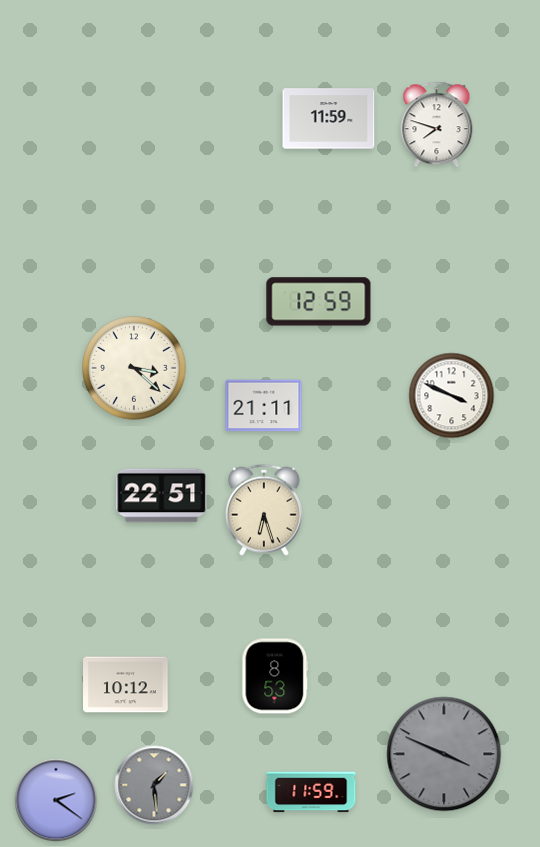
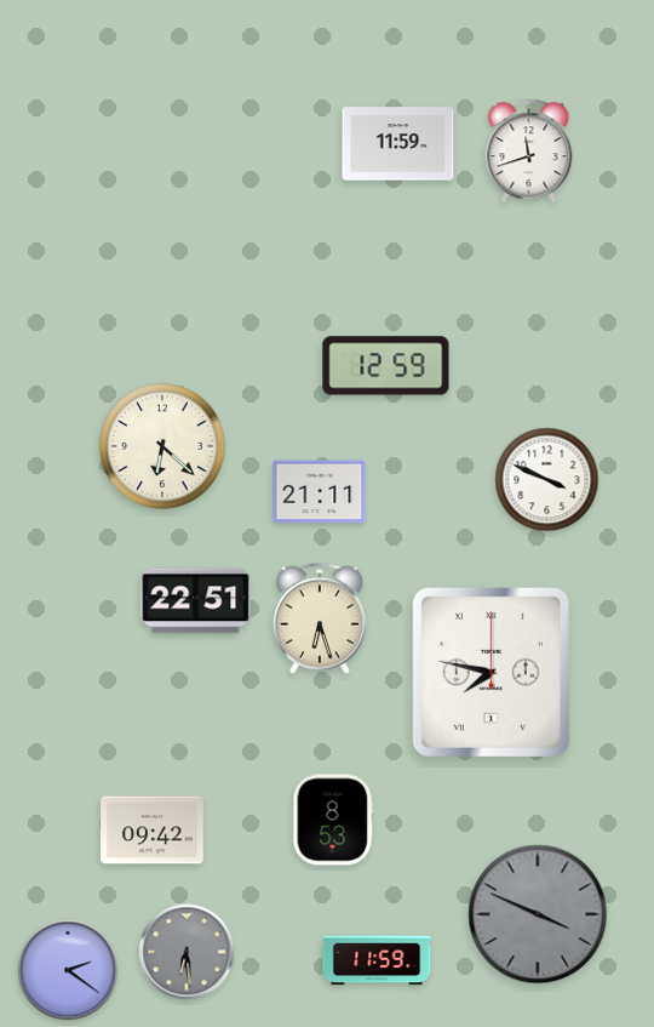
clock at (437, 125): 7:48 -> 11:42
clock at (134, 368): 3:22 -> 6:22
clock at (490, 672): none -> 7:47
clock at (126, 685): 10:12 -> 09:42
clock at (154, 785): 1:29 -> 6:29
